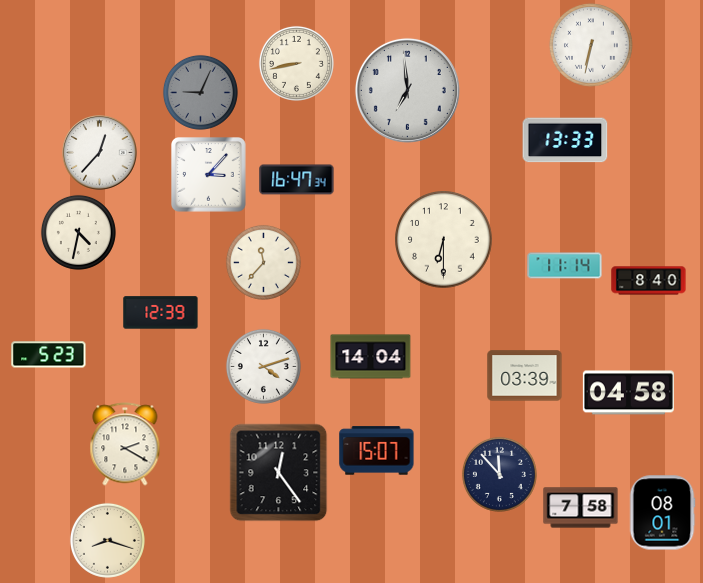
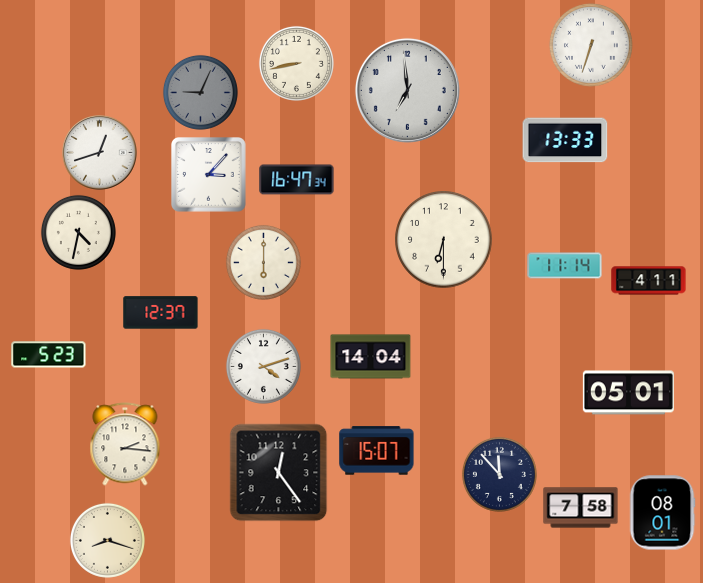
clock at (591, 45): 6:32 -> 6:33
clock at (100, 153): 12:37 -> 12:42
clock at (263, 262): 11:37 -> 6:00
clock at (649, 281): 8:40 -> 4:11
clock at (161, 313): 12:39 -> 12:37
clock at (525, 376): 03:39 -> none
clock at (628, 393): 04:58 -> 05:01
clock at (125, 444): 2:20 -> 2:16
